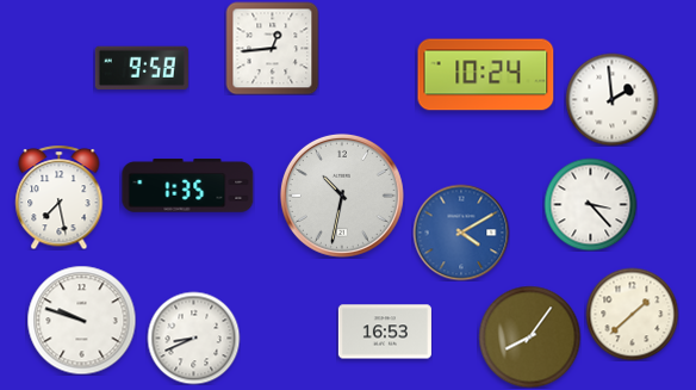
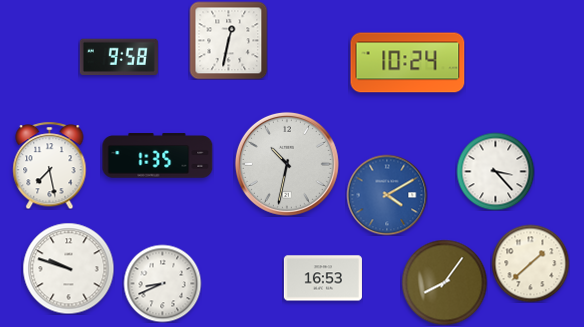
clock at (272, 48): 12:44 -> 12:32
clock at (611, 99): 1:59 -> none
